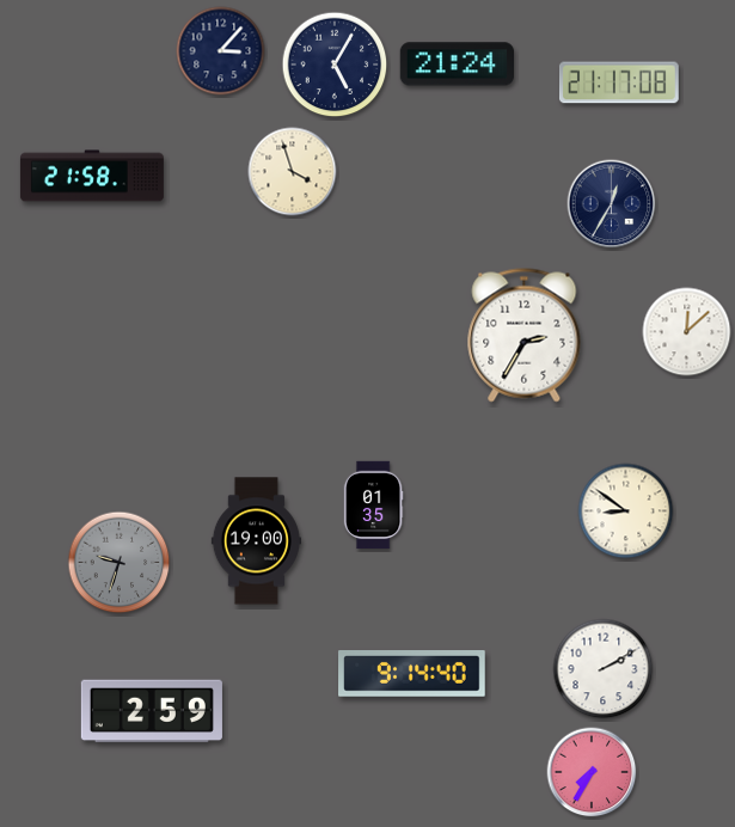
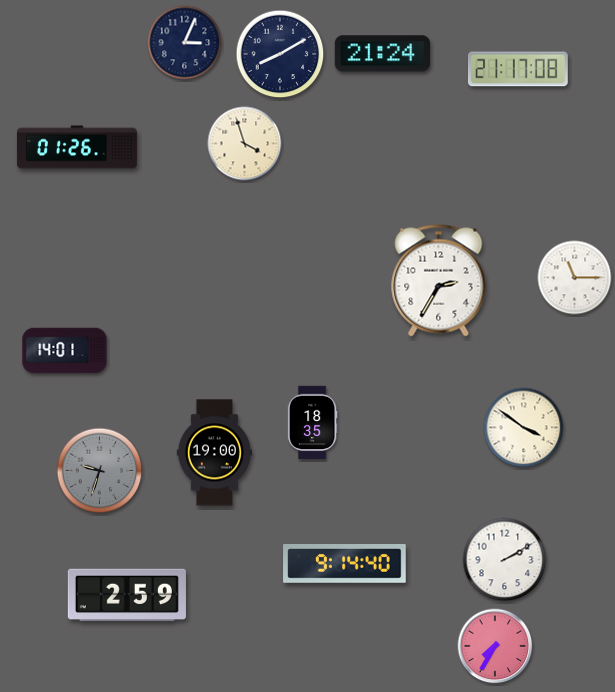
clock at (221, 51): 3:07 -> 3:04
clock at (335, 65): 5:05 -> 8:10
clock at (92, 176): 21:58 -> 01:26
clock at (612, 204): 12:35 -> none
clock at (687, 332): 12:08 -> 11:15
clock at (65, 351): none -> 14:01
clock at (373, 506): 01:35 -> 18:35
clock at (626, 511): 8:51 -> 3:51
